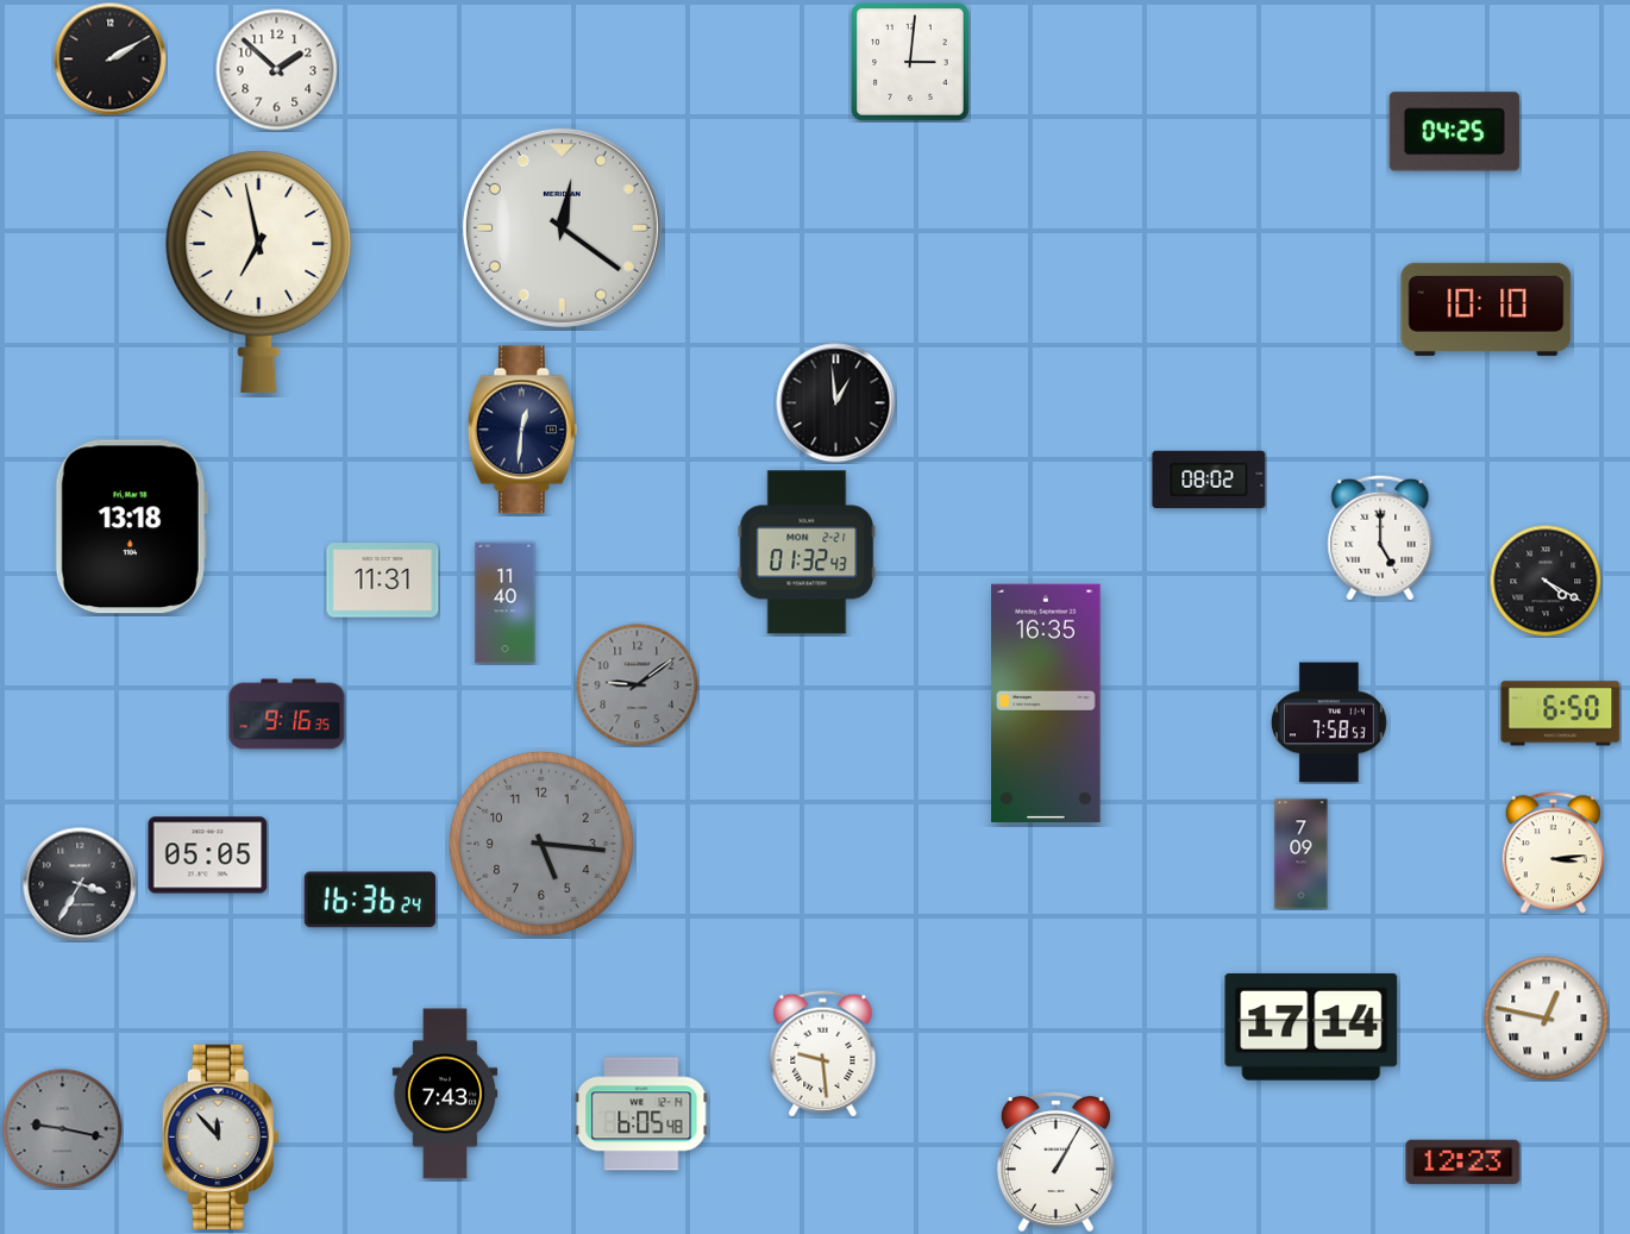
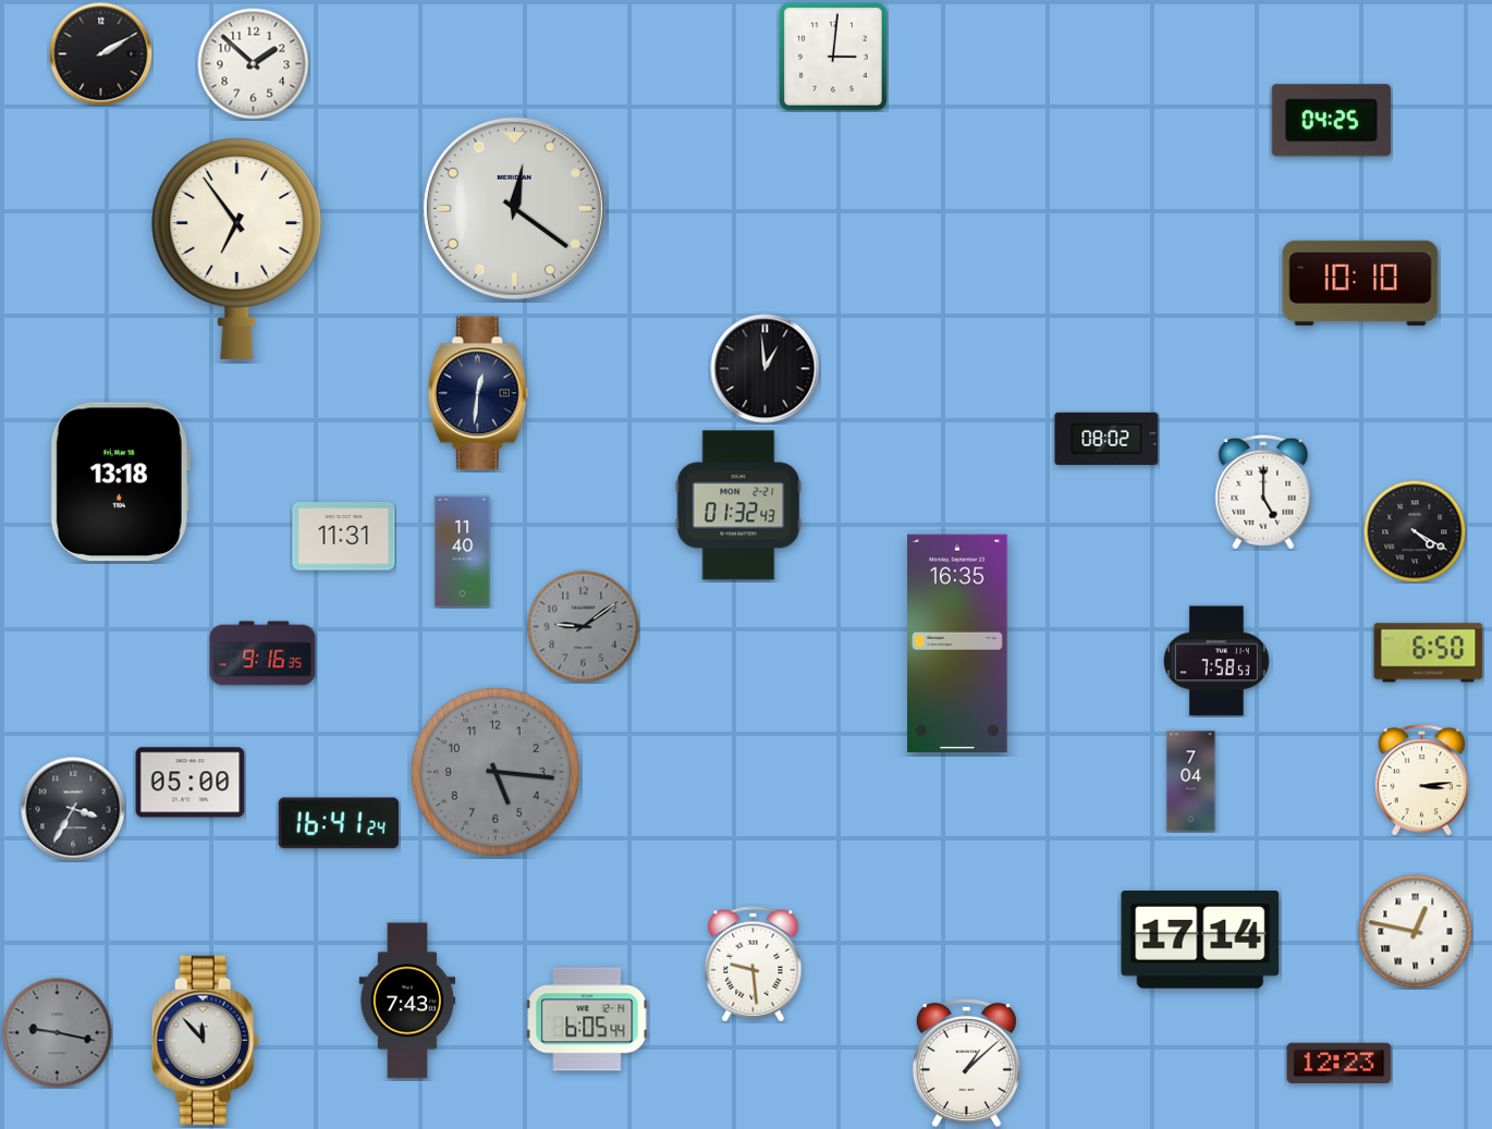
clock at (259, 271): 6:58 -> 6:54
clock at (383, 581) position: (383, 581) -> (344, 537)
clock at (1302, 854): 7:09 -> 7:04
clock at (208, 856): 05:05 -> 05:00
clock at (370, 900): 16:36 -> 16:41
clock at (641, 1114): 6:05:48 -> 6:05:44
clock at (220, 1136) position: (220, 1136) -> (205, 1040)
clock at (1055, 1161): 1:05 -> 1:08
